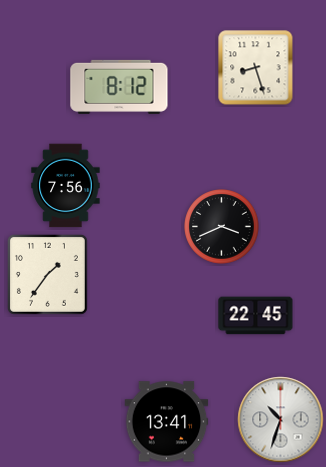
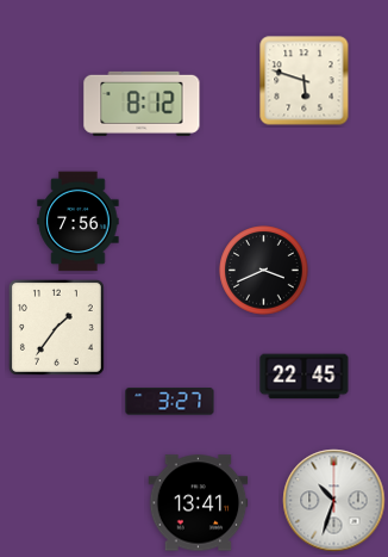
clock at (256, 68): 8:27 -> 5:48
clock at (170, 402): none -> 3:27
